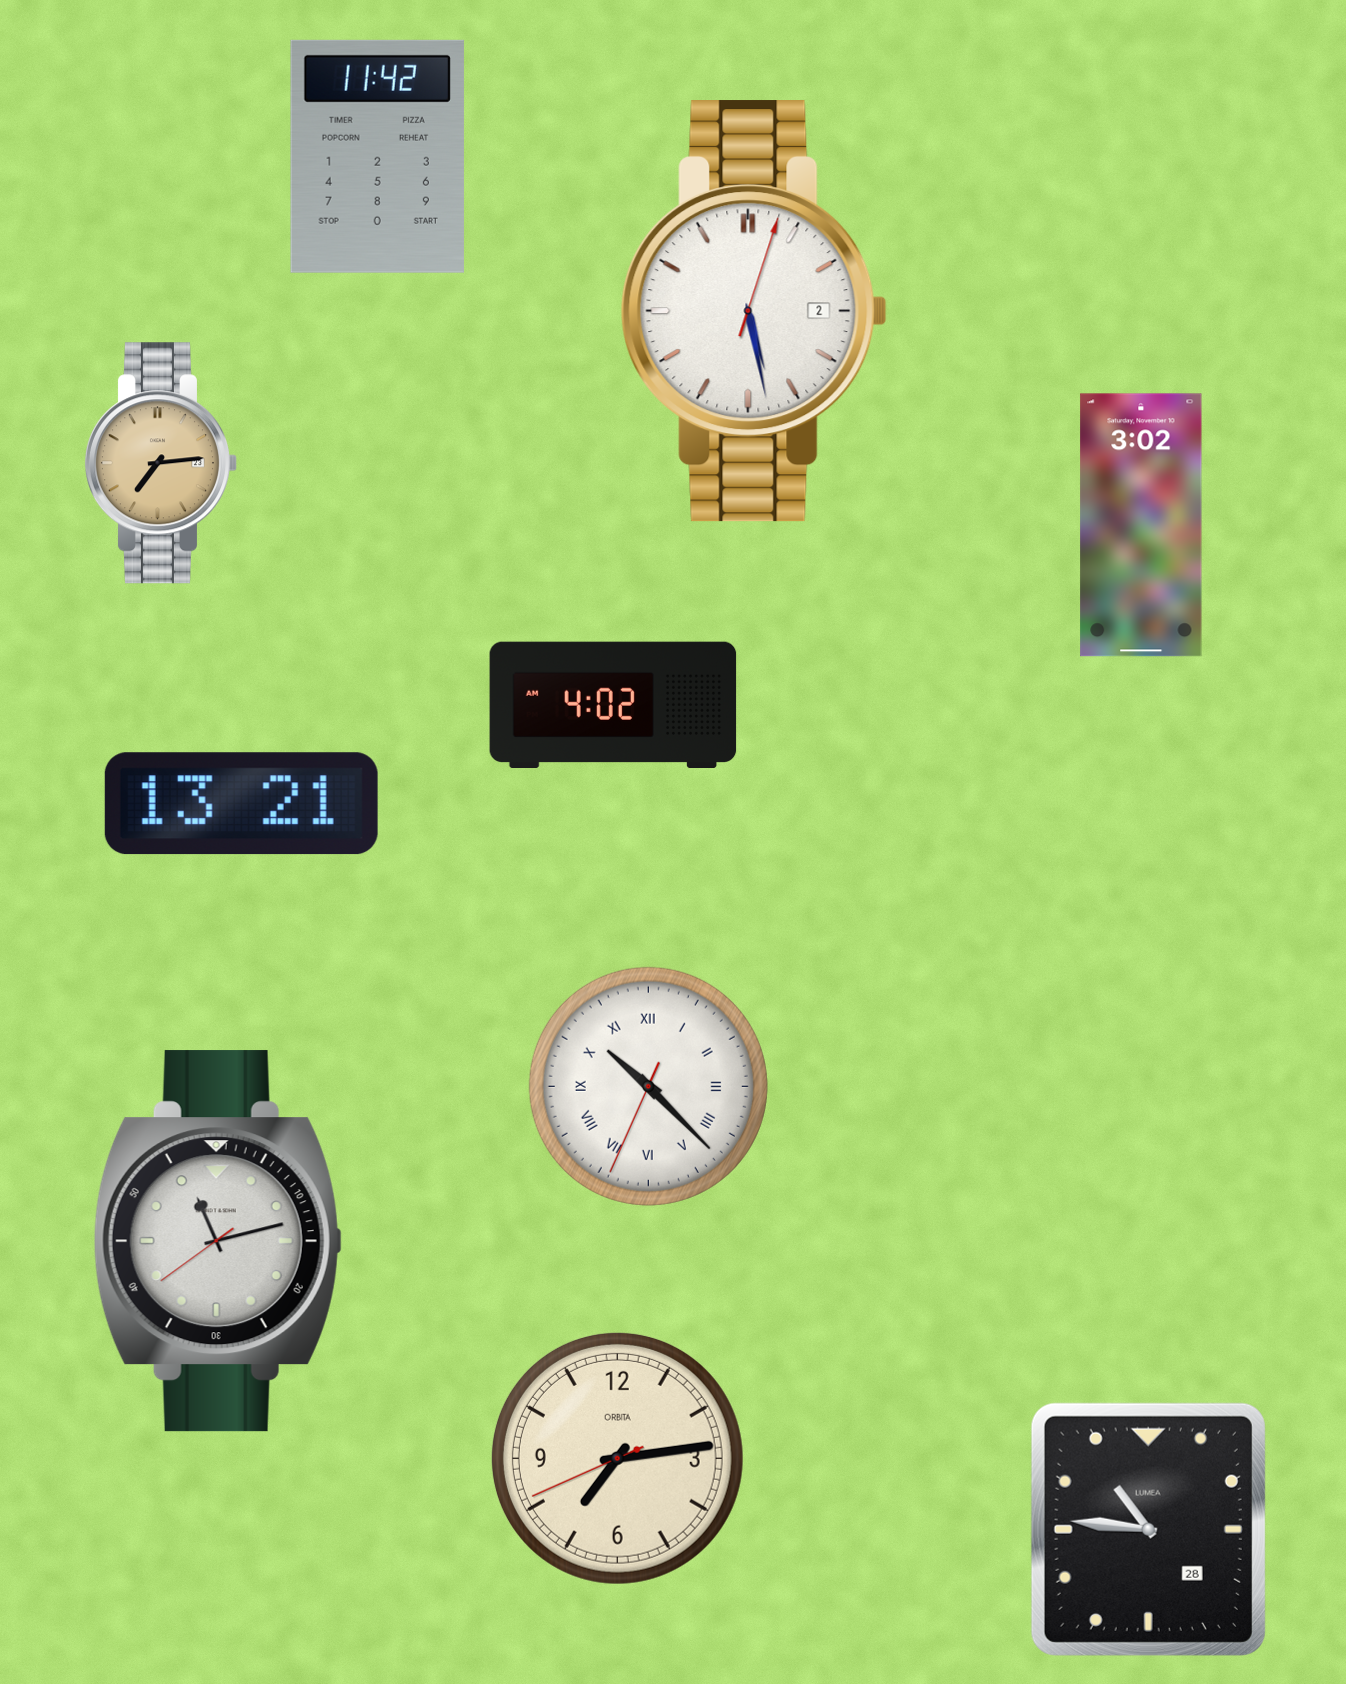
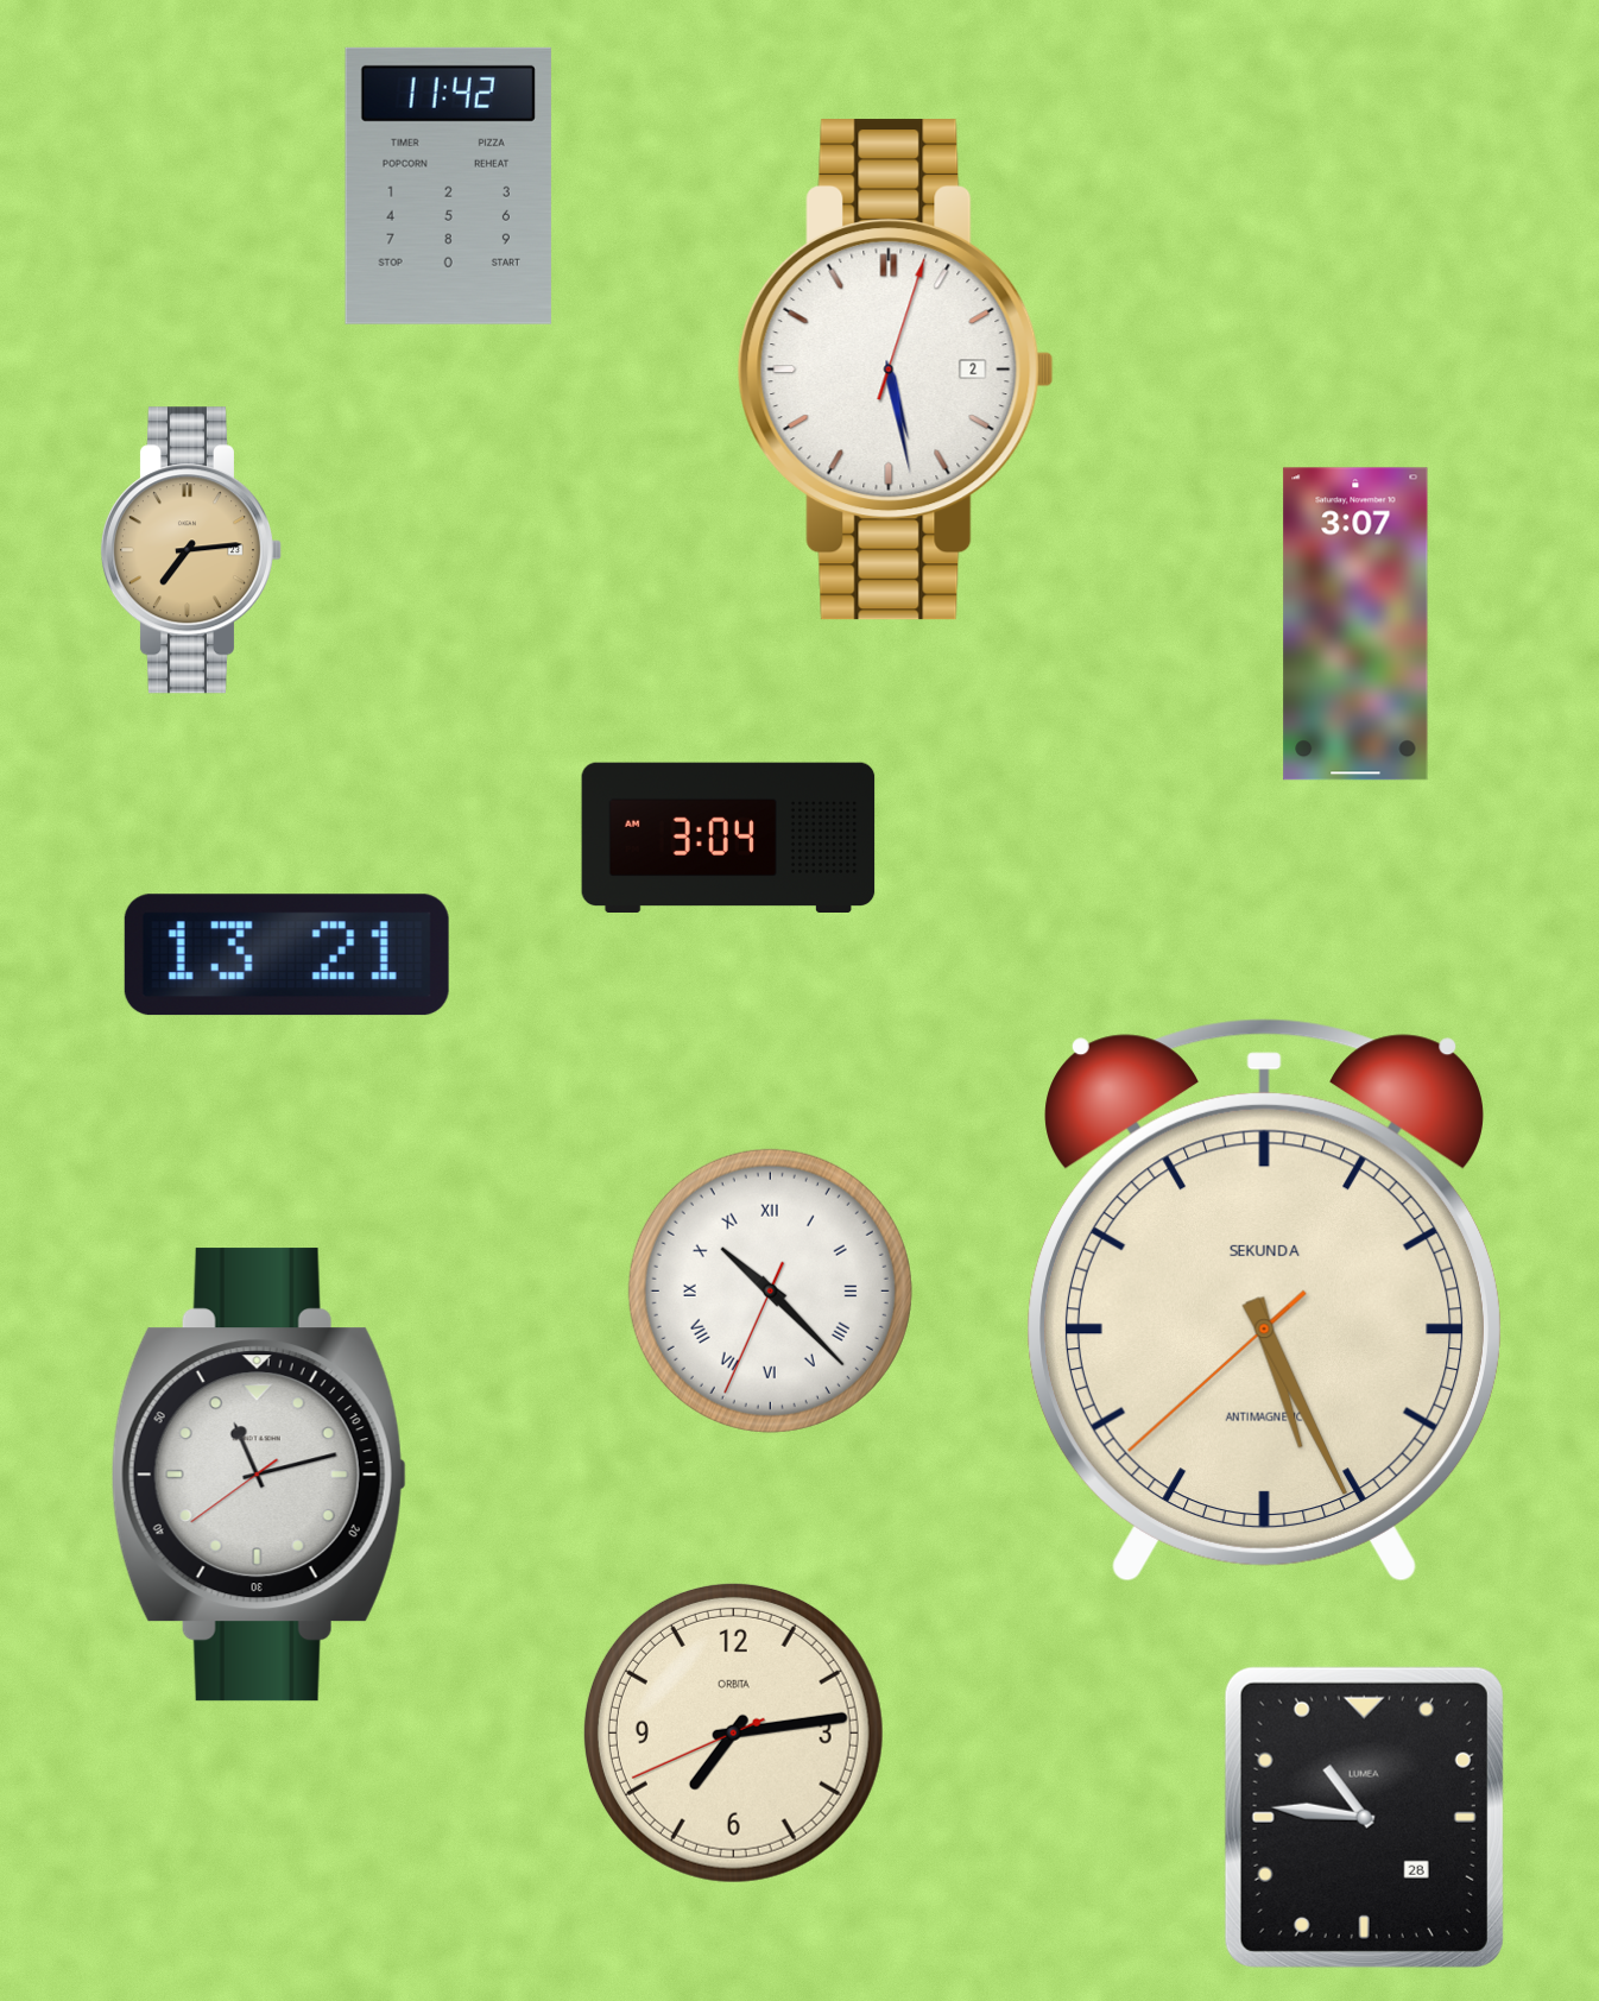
clock at (1141, 525): 3:02 -> 3:07
clock at (613, 705): 4:02 -> 3:04
clock at (1264, 1301): none -> 5:25
